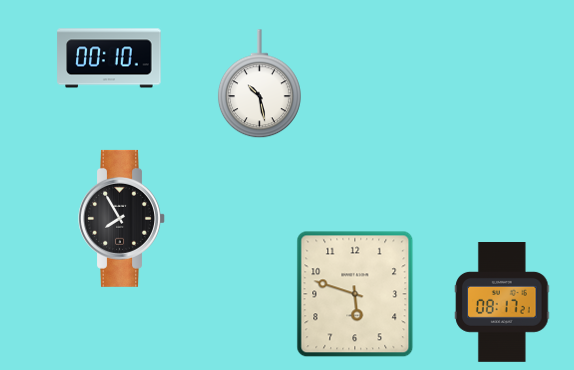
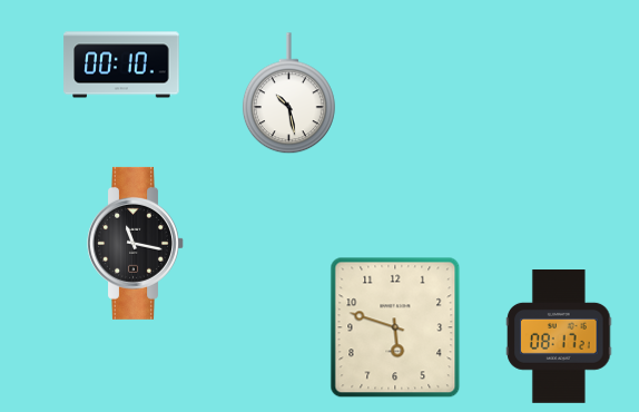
clock at (122, 218): 7:55 -> 11:17
